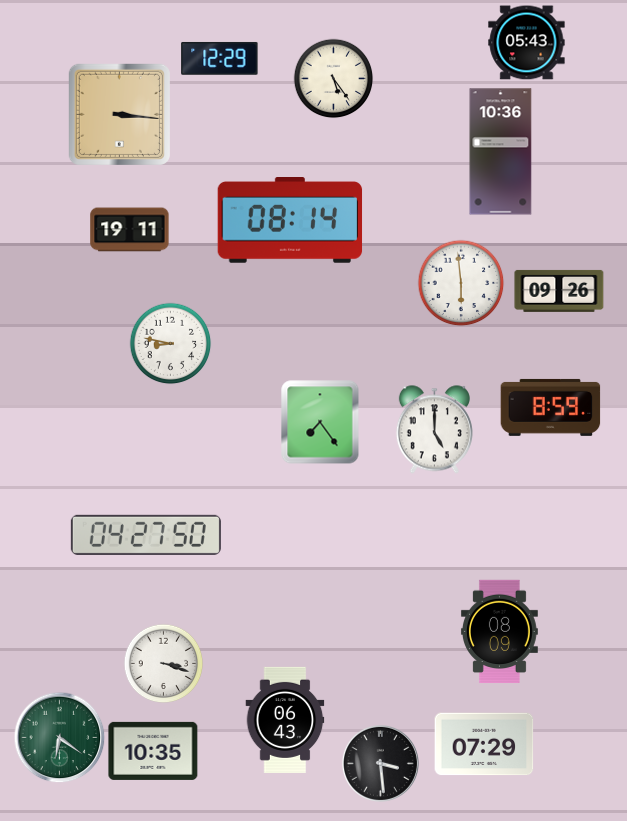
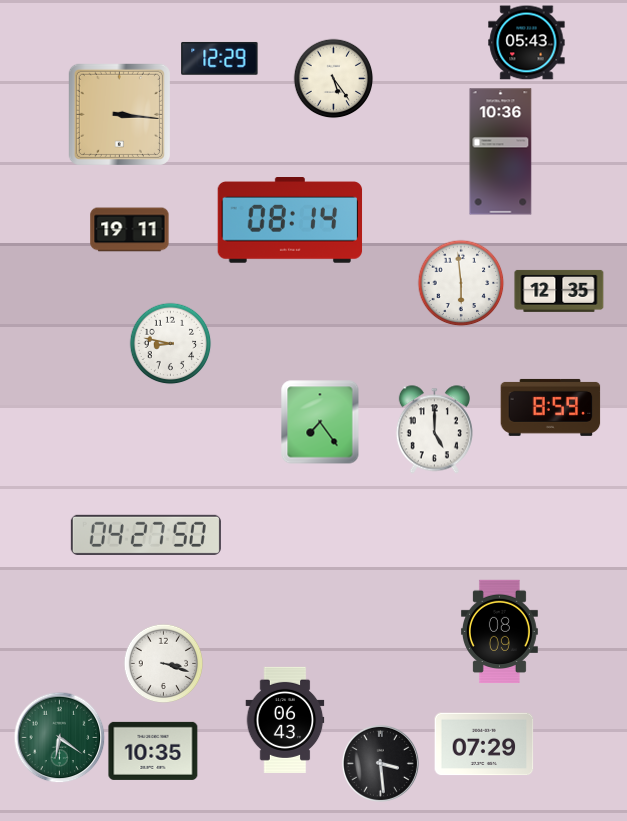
clock at (559, 291): 09:26 -> 12:35
